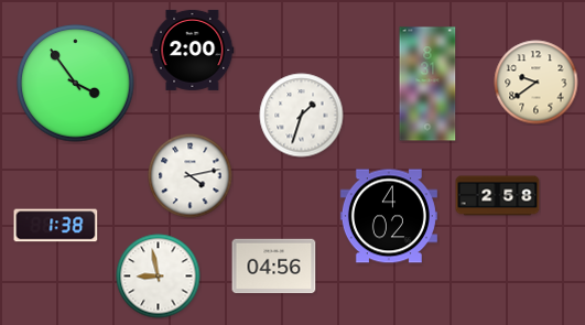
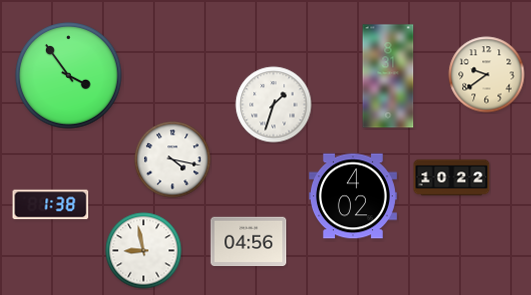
clock at (193, 50): 2:00 -> none
clock at (191, 176): 4:13 -> 4:17
clock at (498, 196): 2:58 -> 10:22
